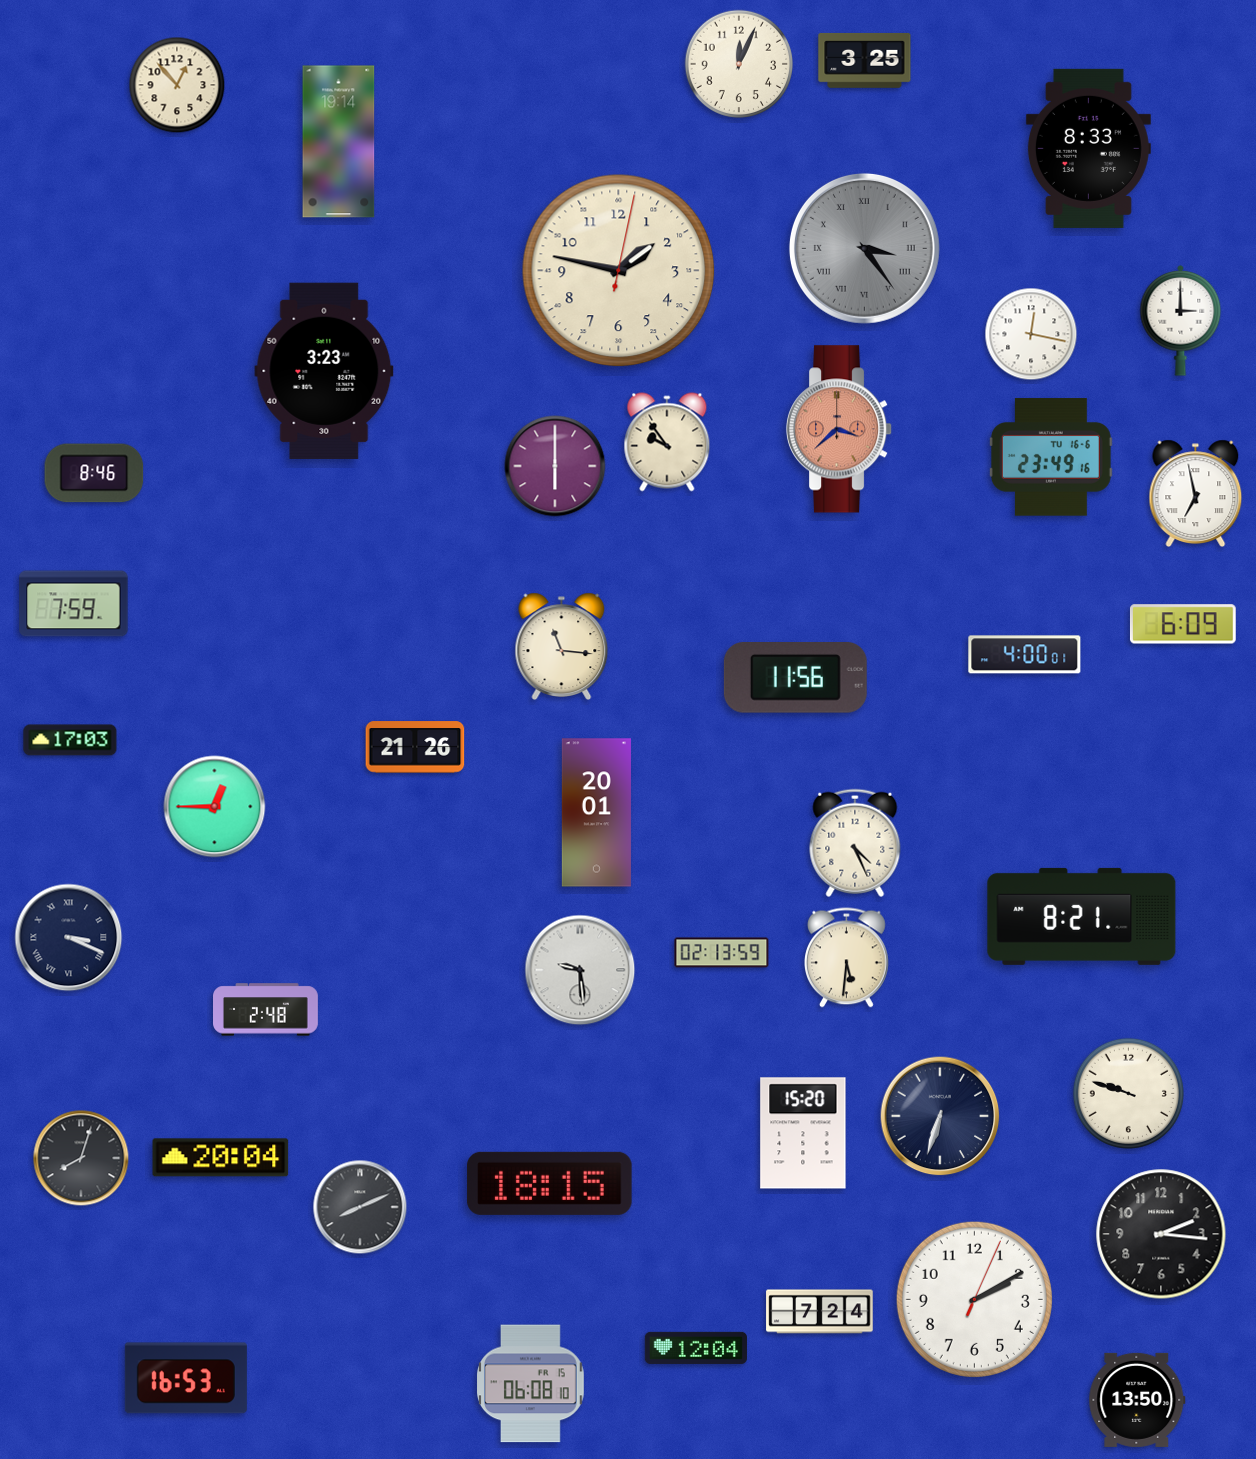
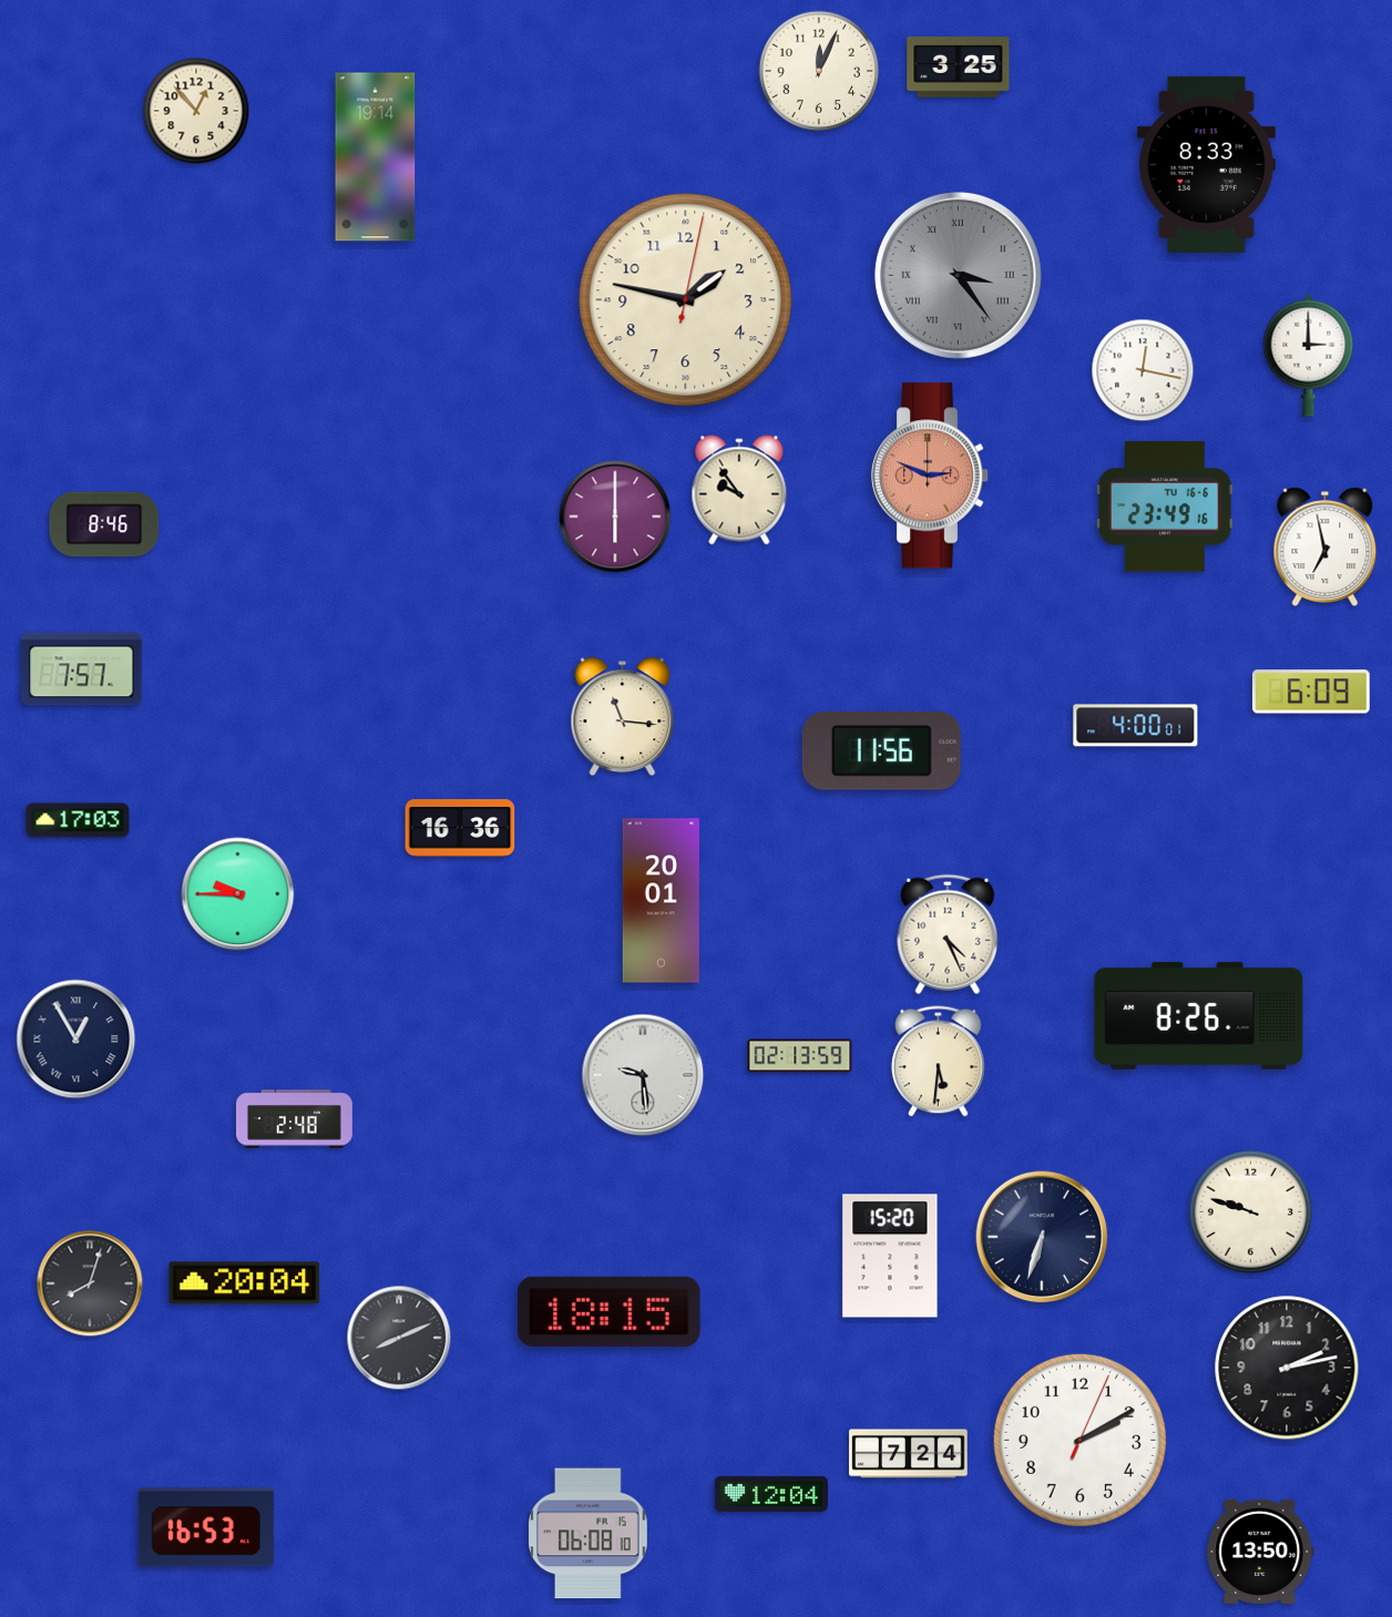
clock at (177, 85) position: (177, 85) -> (196, 111)
clock at (324, 371): 3:23 -> none
clock at (839, 429): 3:38 -> 2:49
clock at (74, 604): 7:59 -> 7:57
clock at (415, 747): 21:26 -> 16:36
clock at (215, 807): 12:45 -> 9:45
clock at (1082, 916): 8:21 -> 8:26
clock at (69, 938): 3:19 -> 12:55
clock at (1161, 1234): 2:16 -> 2:13
